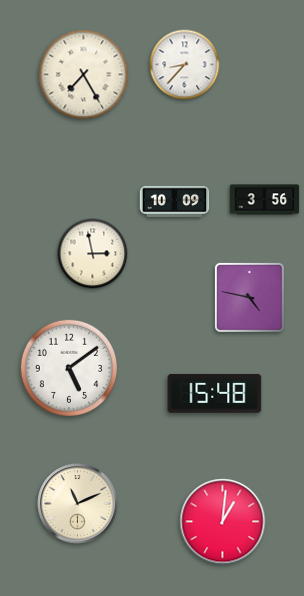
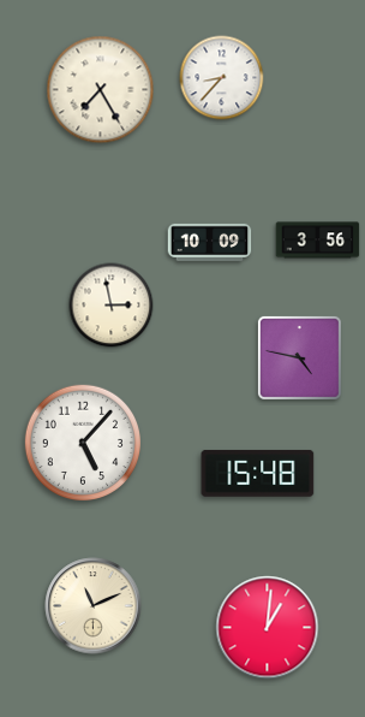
clock at (68, 367): 5:09 -> 5:07
